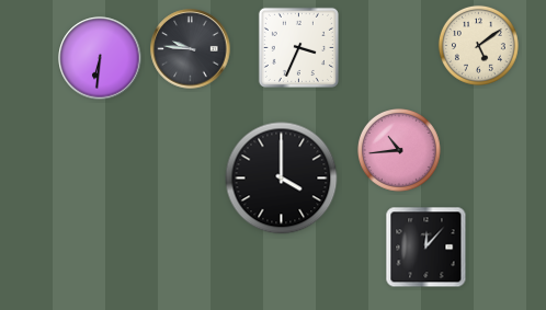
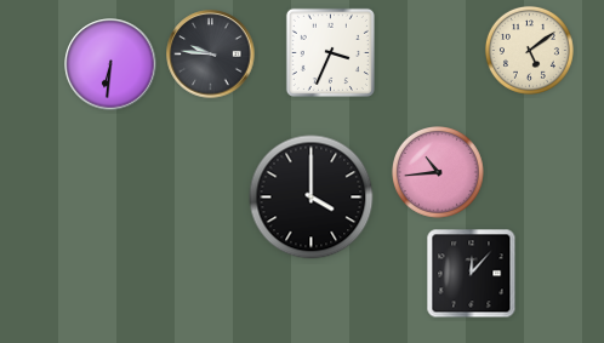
clock at (400, 151) position: (400, 151) -> (439, 173)
